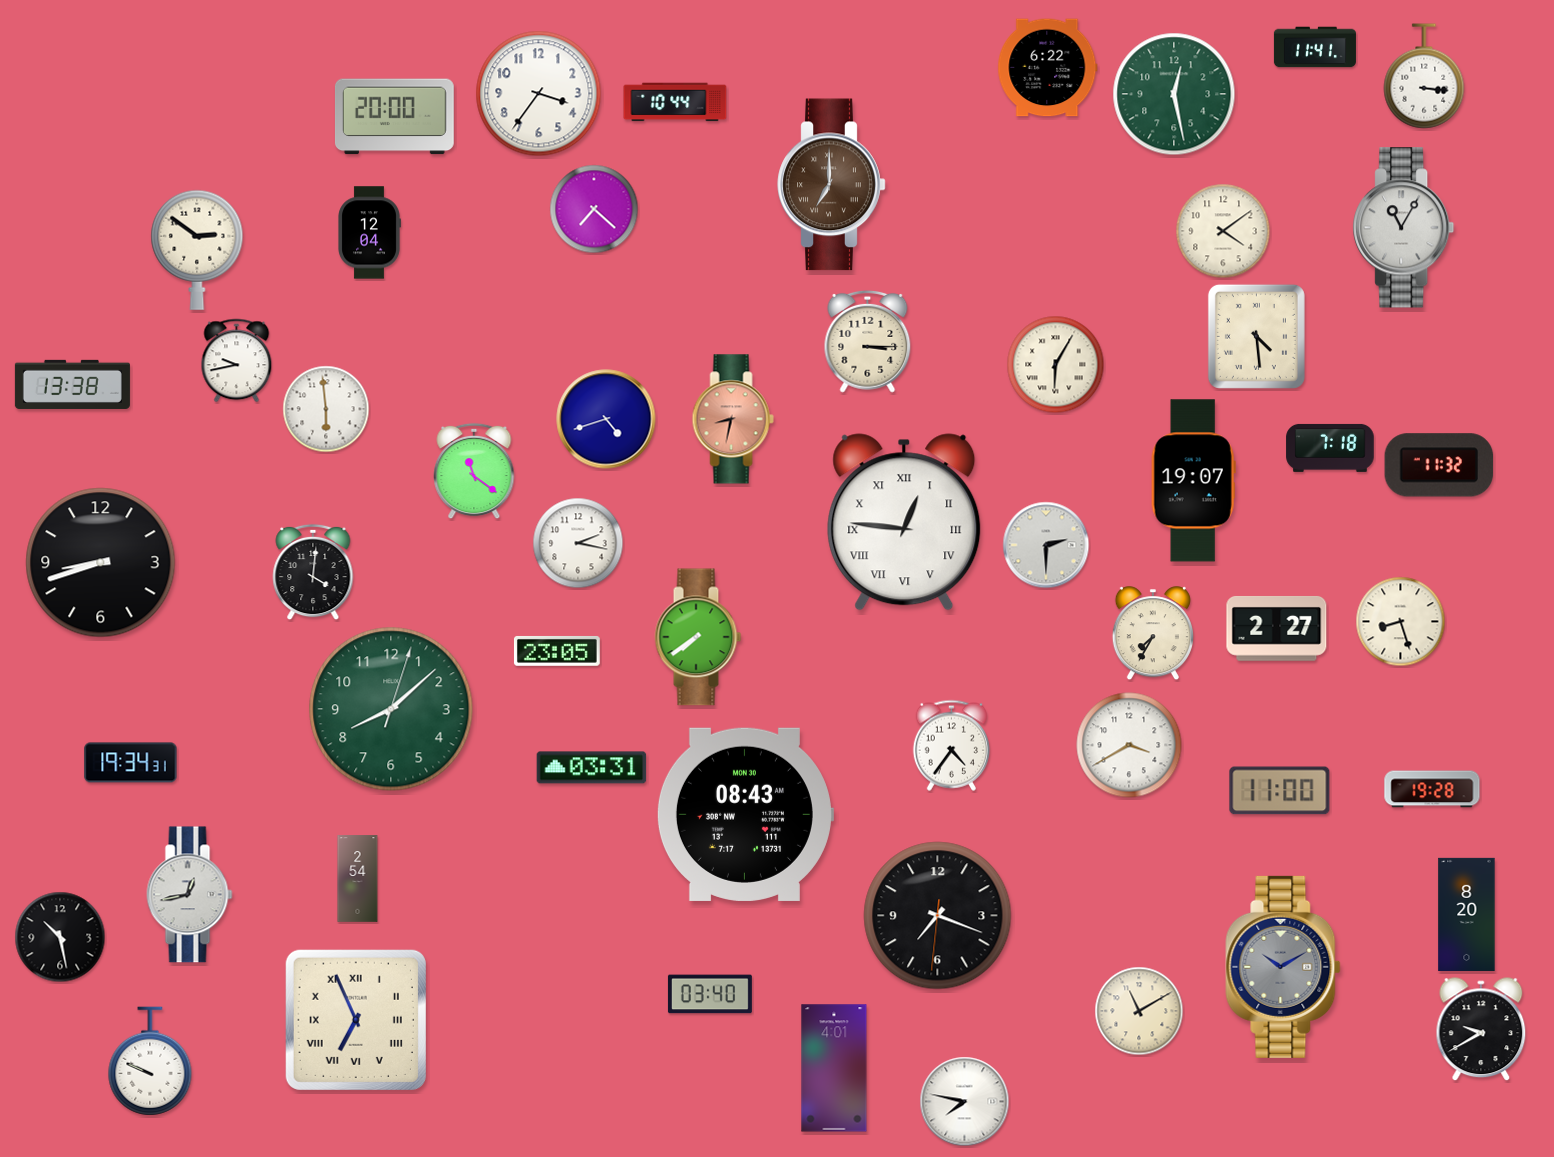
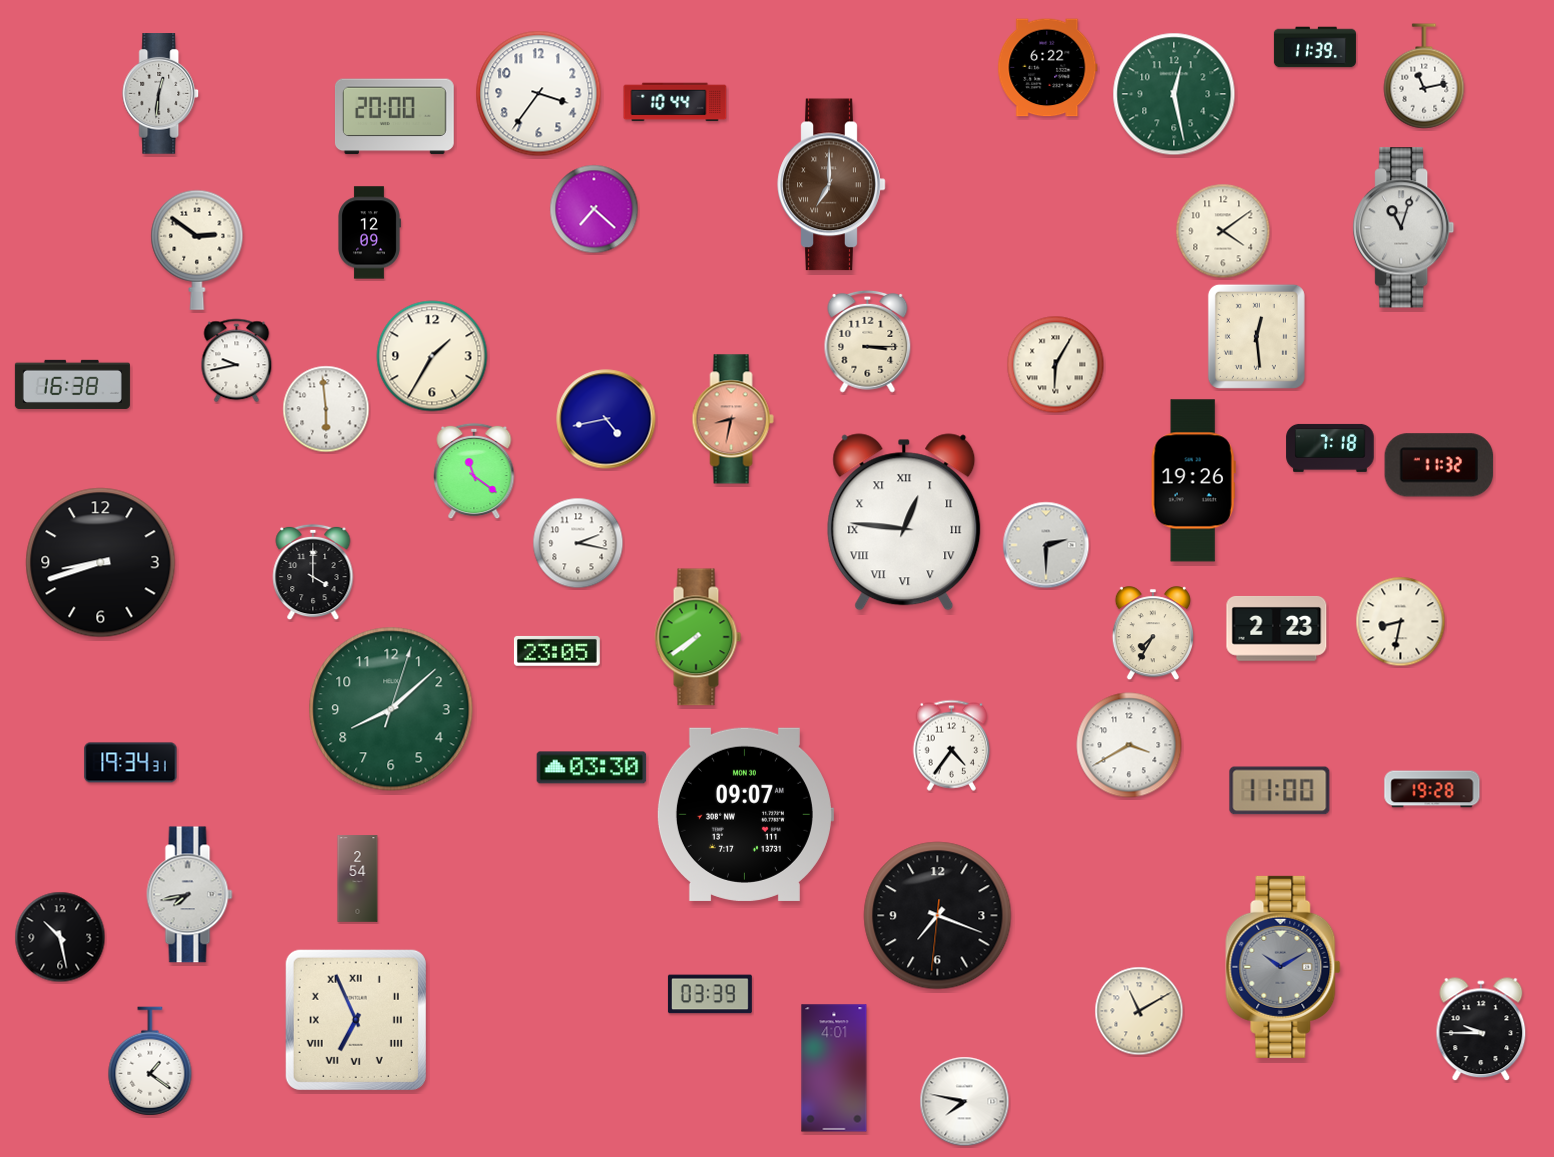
clock at (1315, 47): 11:41 -> 11:39
clock at (1424, 76): 3:16 -> 11:13
clock at (161, 94): none -> 12:31
clock at (1404, 228): 11:05 -> 11:03
clock at (369, 233): 12:04 -> 12:09
clock at (1256, 336): 4:29 -> 12:29
clock at (432, 356): none -> 1:35
clock at (72, 384): 13:38 -> 16:38
clock at (606, 419): 4:42 -> 4:43
clock at (1193, 481): 19:07 -> 19:26
clock at (313, 572): 4:01 -> 4:00
clock at (1401, 622): 8:27 -> 8:32
clock at (1277, 628): 2:27 -> 2:23
clock at (592, 768): 03:31 -> 03:30
clock at (745, 814): 08:43 -> 09:07
clock at (190, 895): 12:43 -> 7:43
clock at (1467, 914): 8:20 -> none
clock at (710, 994): 03:40 -> 03:39
clock at (1481, 1030): 9:40 -> 9:45
clock at (150, 1061): 9:49 -> 1:21
